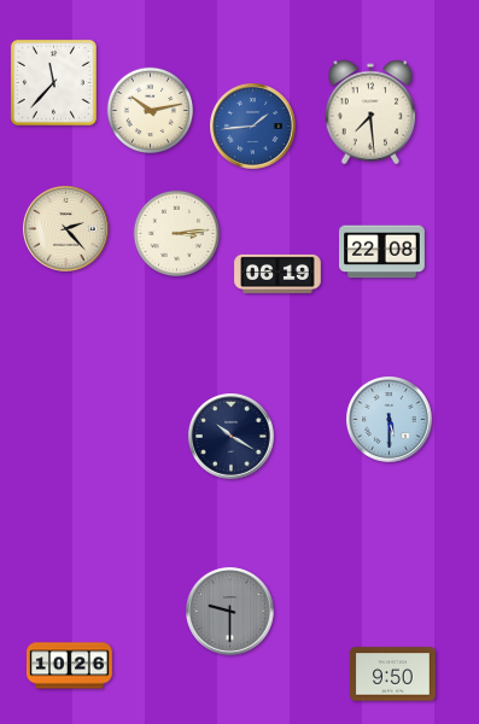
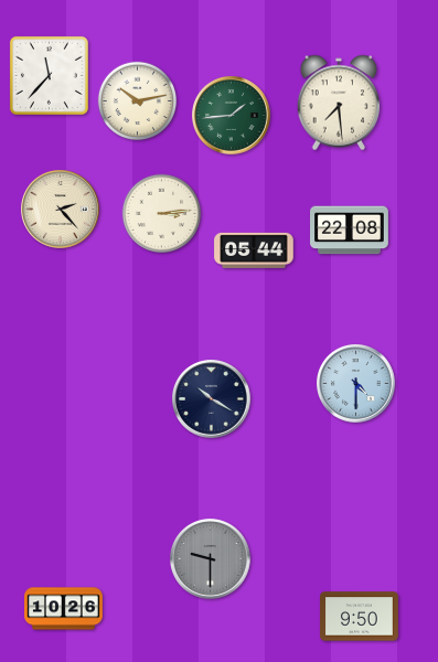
clock at (253, 127) dial: blue -> green
clock at (278, 274): 06:19 -> 05:44
clock at (390, 420): 5:30 -> 4:30
